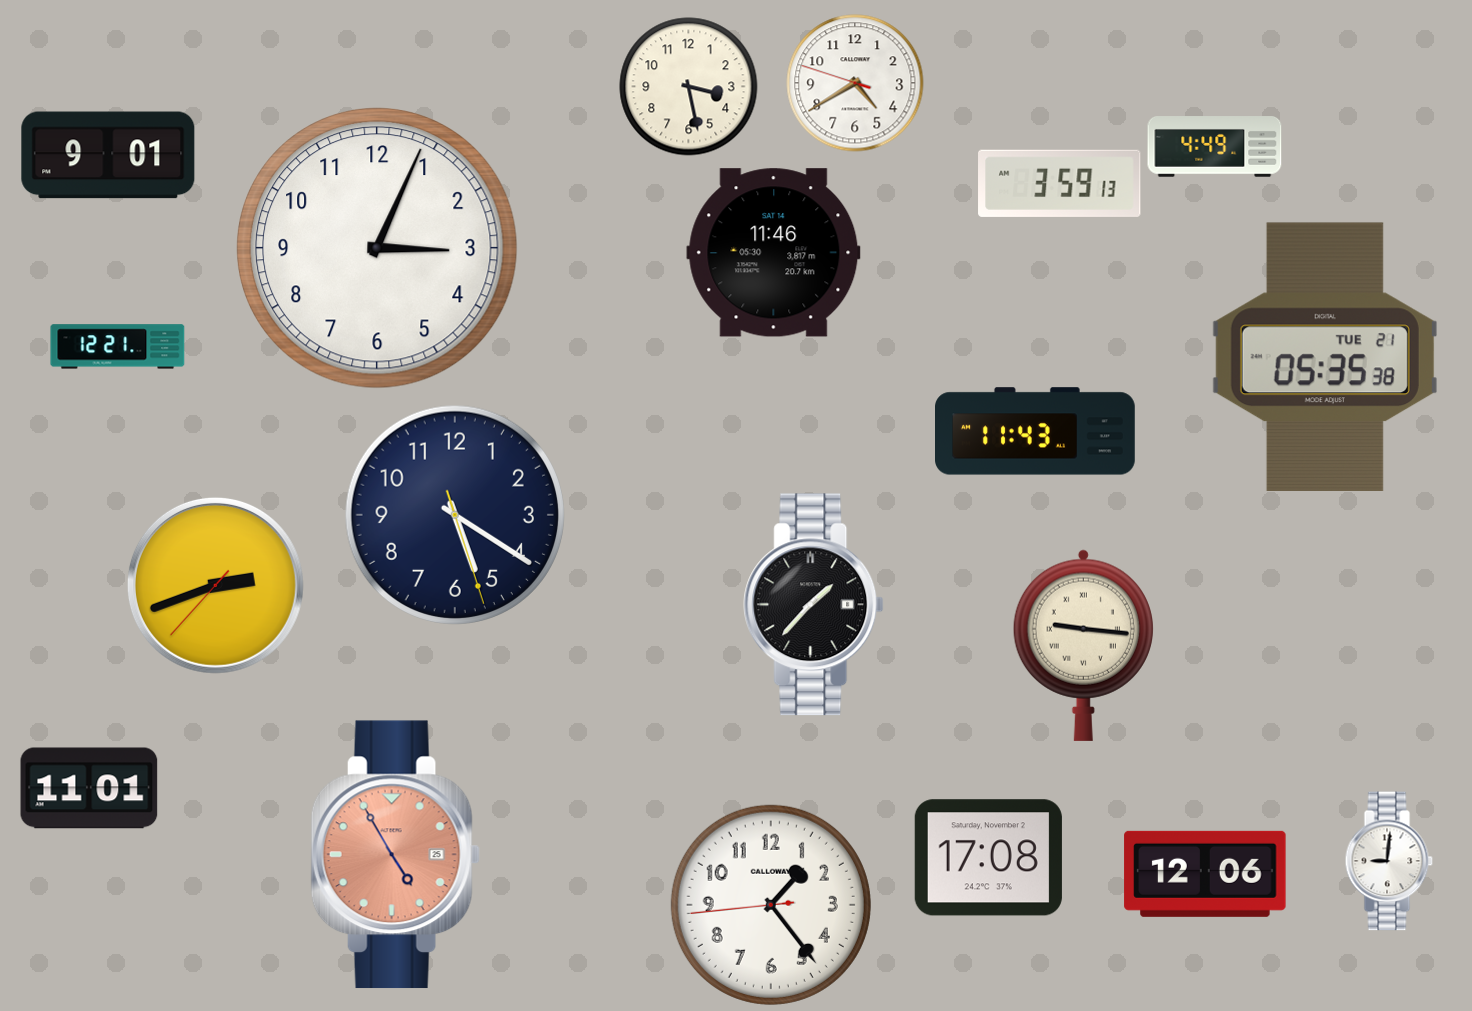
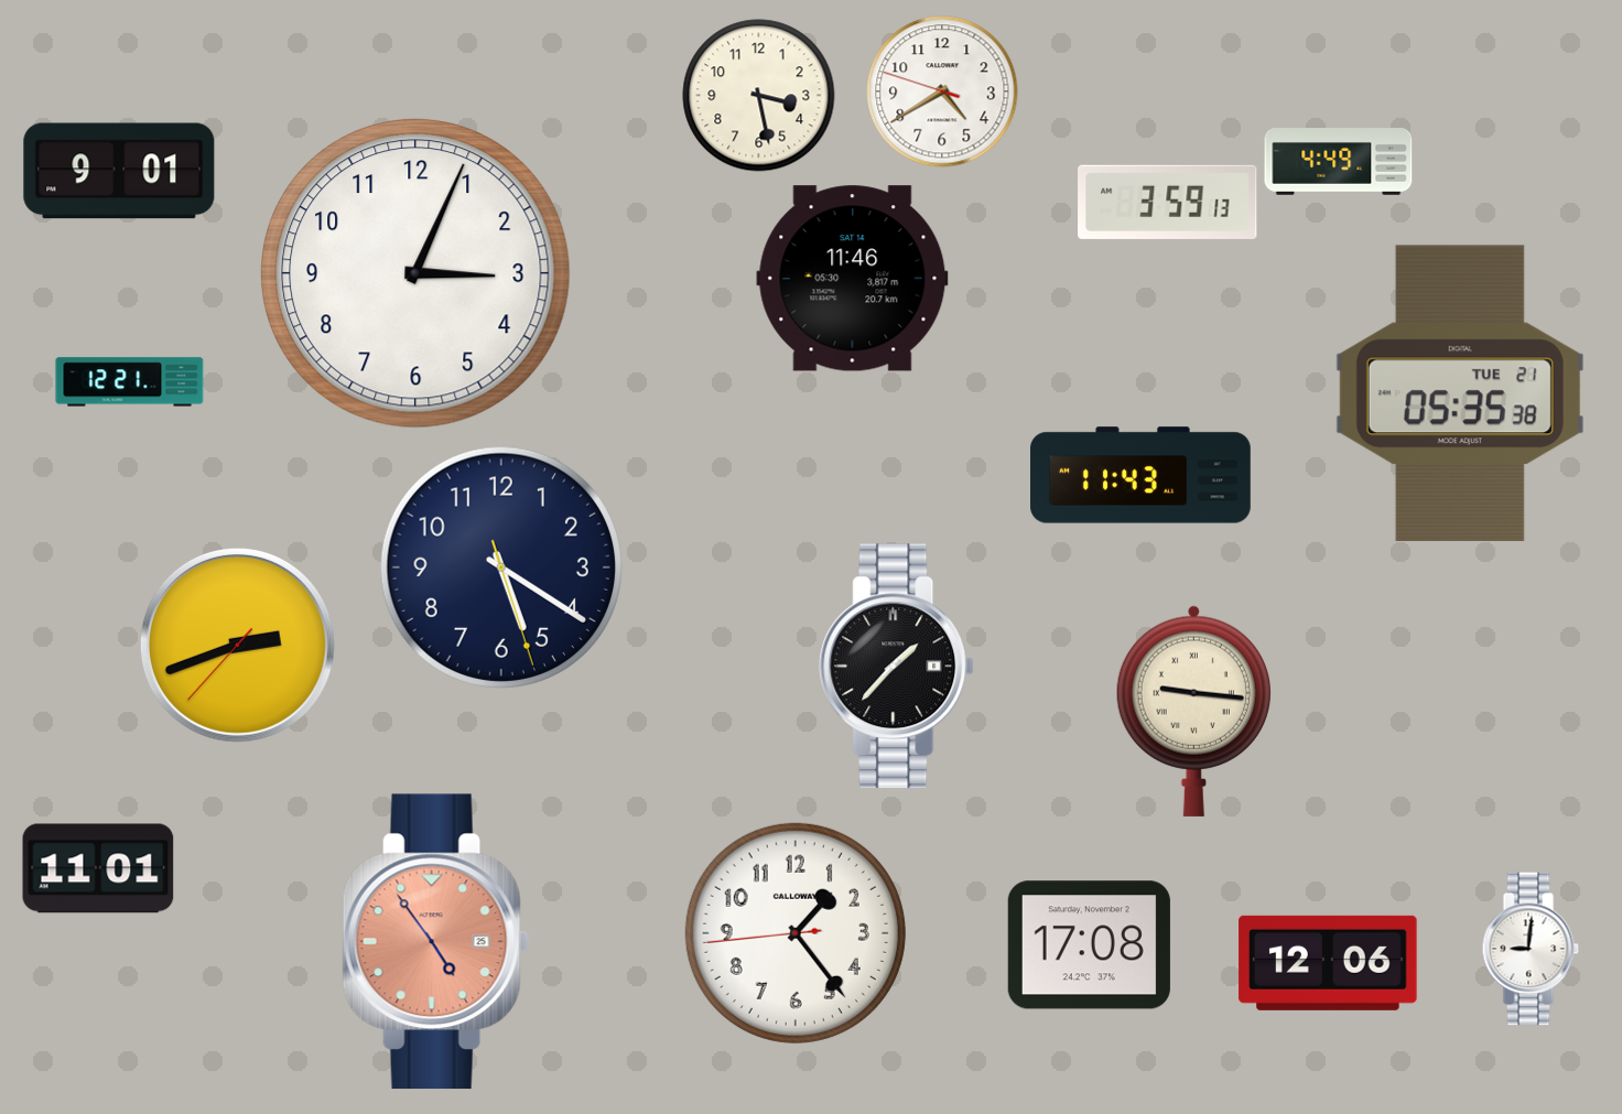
clock at (395, 855): 4:55 -> 4:54
clock at (771, 905) position: (771, 905) -> (796, 933)
